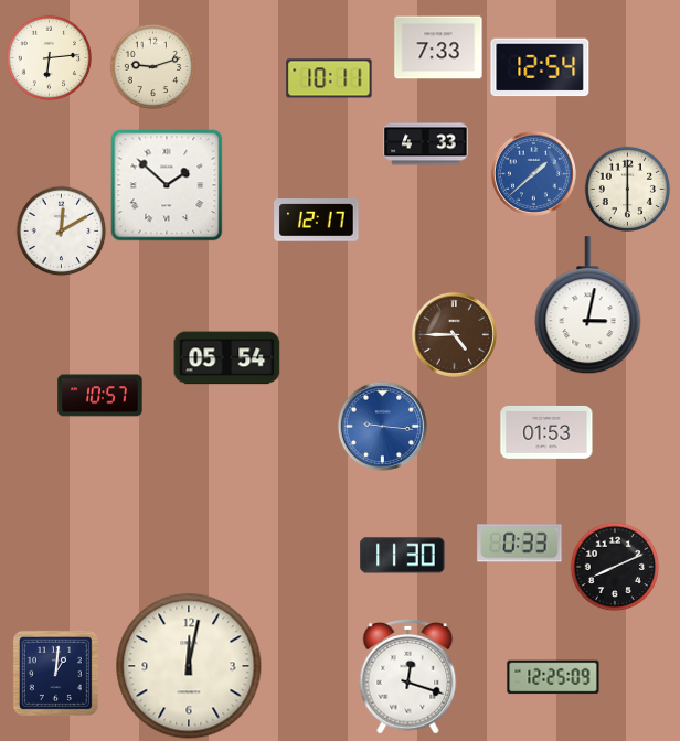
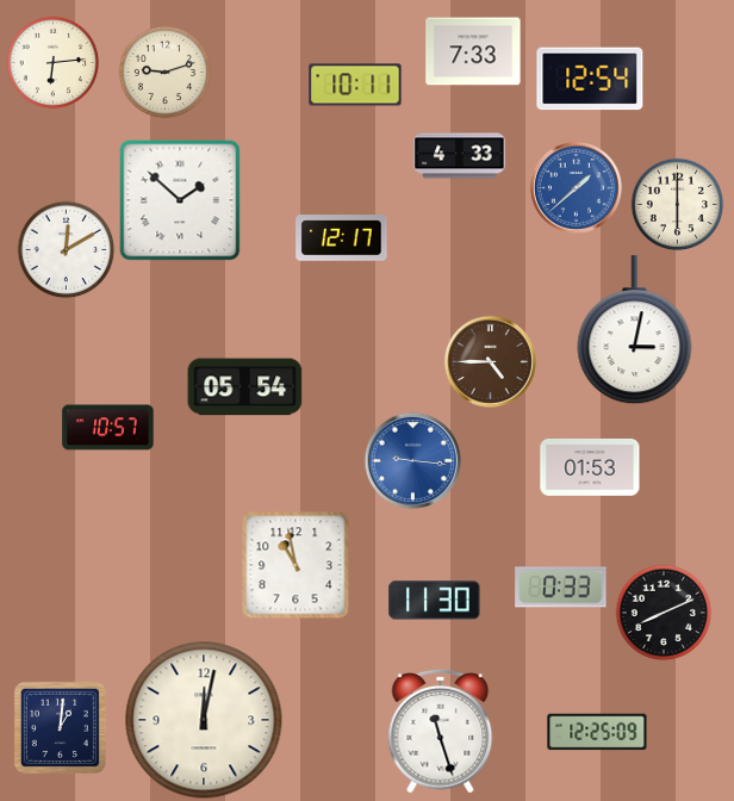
clock at (540, 67) position: (540, 67) -> (590, 79)
clock at (296, 565): none -> 10:58
clock at (408, 676): 12:18 -> 11:27
